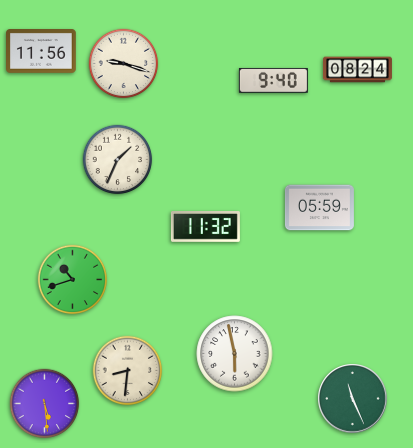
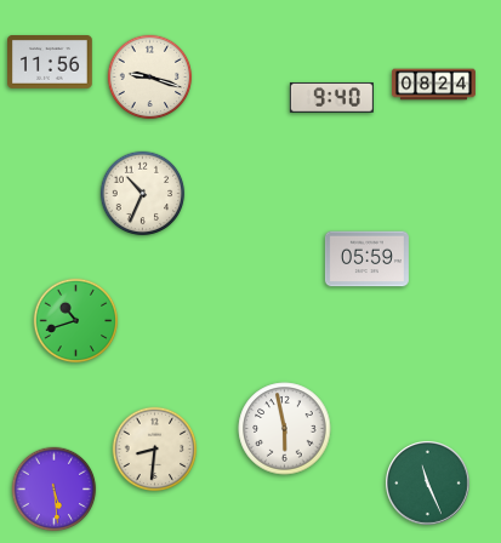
clock at (118, 160): 1:34 -> 10:34
clock at (319, 208) position: (319, 208) -> (366, 259)
clock at (205, 227): 11:32 -> none
clock at (73, 280) position: (73, 280) -> (76, 321)
